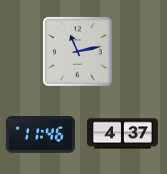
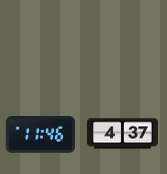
clock at (78, 52): 11:13 -> none
